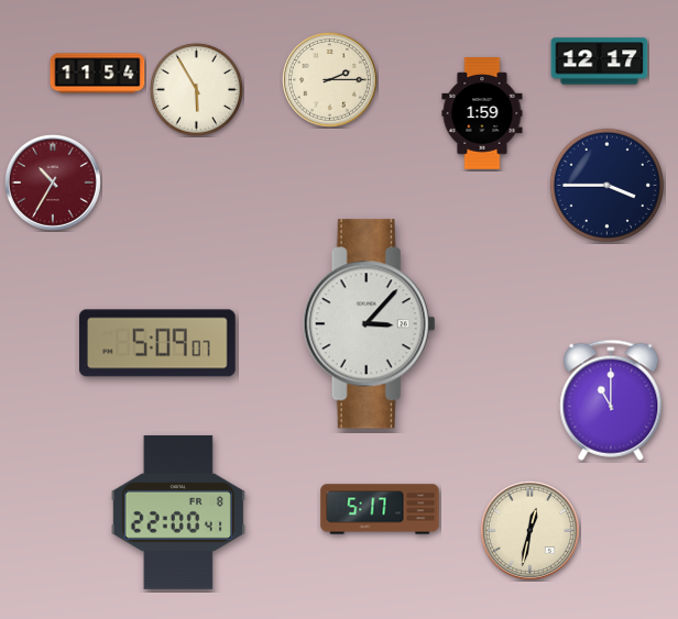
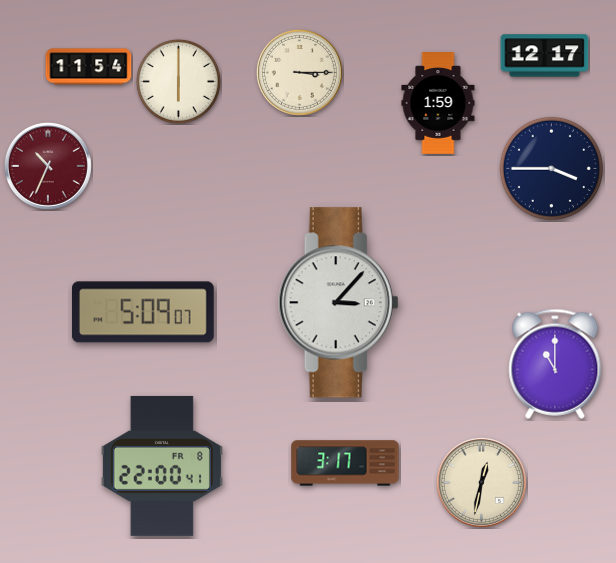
clock at (329, 79): 2:15 -> 3:15
clock at (196, 89): 5:55 -> 6:00
clock at (53, 183): 10:35 -> 10:34
clock at (369, 324) position: (369, 324) -> (338, 303)
clock at (380, 509): 5:17 -> 3:17
